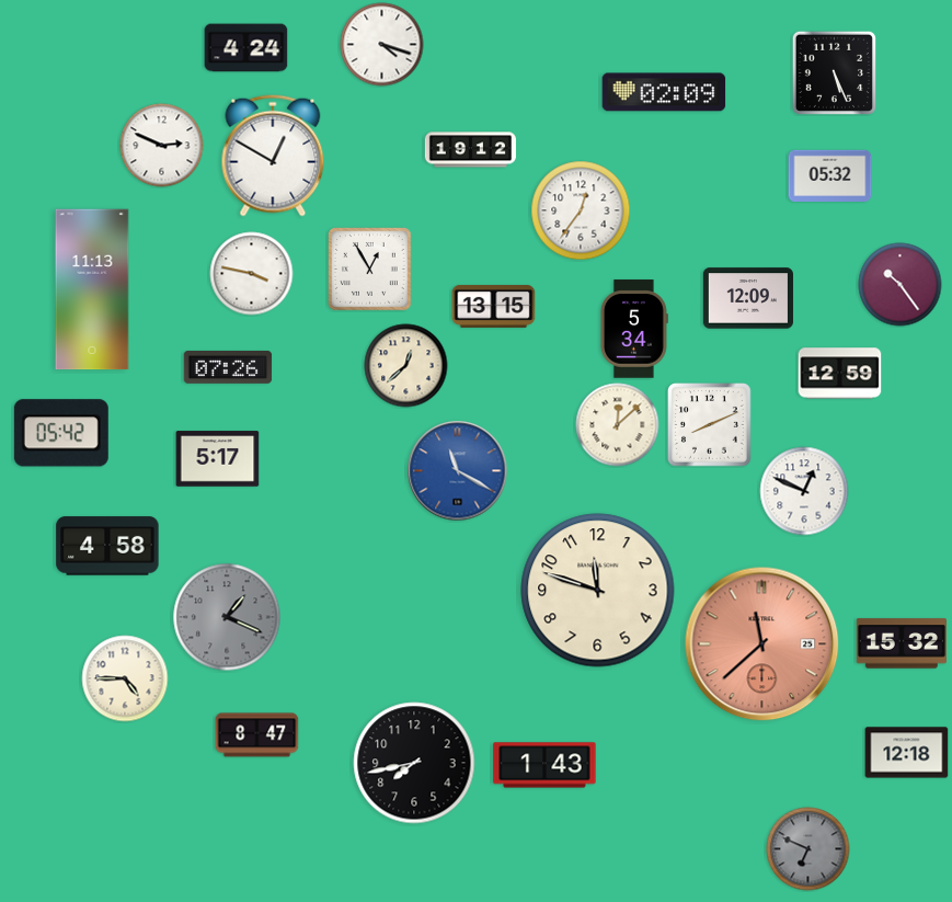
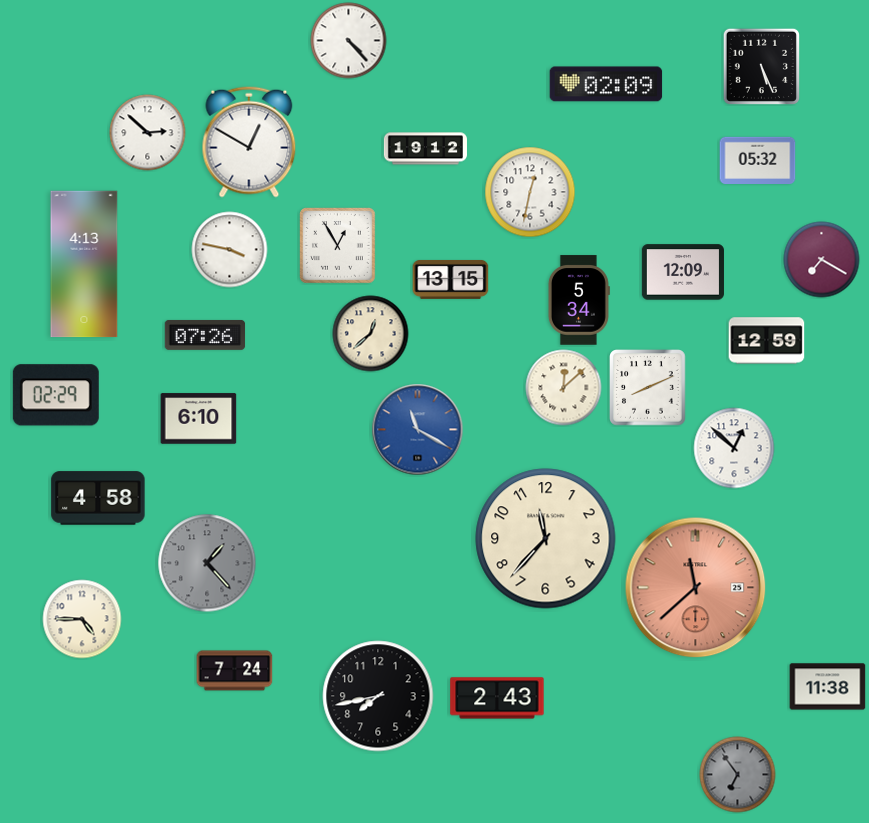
clock at (382, 45): 4:18 -> 4:23
clock at (246, 48): 4:24 -> none
clock at (162, 146): 2:49 -> 2:52
clock at (470, 150) position: (470, 150) -> (425, 149)
clock at (581, 210): 12:36 -> 12:32
clock at (901, 285): 10:24 -> 7:20
clock at (92, 289): 11:13 -> 4:13
clock at (228, 367) position: (228, 367) -> (205, 335)
clock at (61, 433): 05:42 -> 02:29
clock at (218, 459): 5:17 -> 6:10
clock at (804, 491): 12:49 -> 12:52
clock at (598, 591): 11:48 -> 11:37
clock at (227, 617): 1:19 -> 1:23
clock at (902, 643): 15:32 -> none
clock at (125, 678) position: (125, 678) -> (82, 619)
clock at (257, 735): 8:47 -> 7:24
clock at (907, 753): 12:18 -> 11:38
clock at (544, 765): 1:43 -> 2:43
clock at (808, 849): 6:49 -> 6:54
